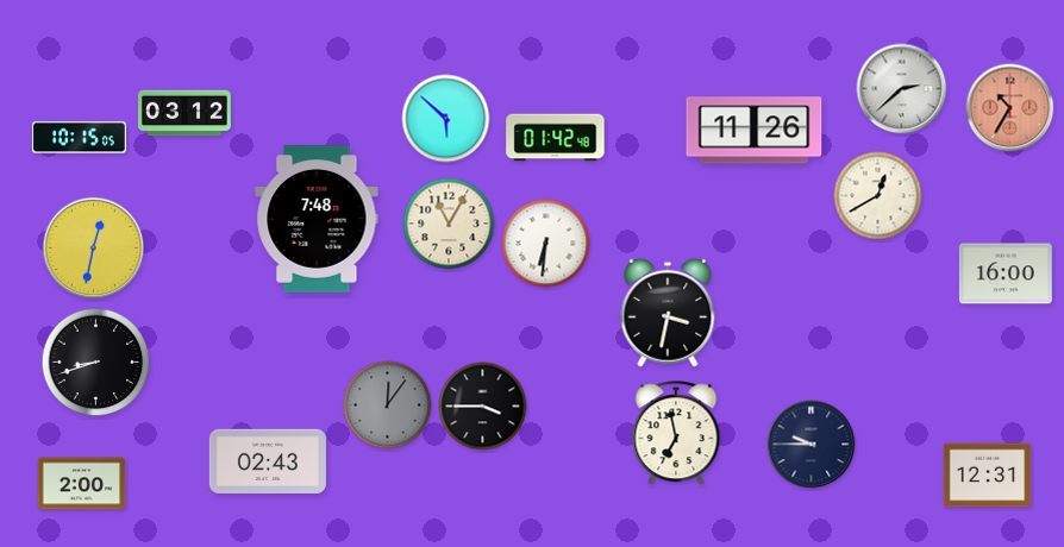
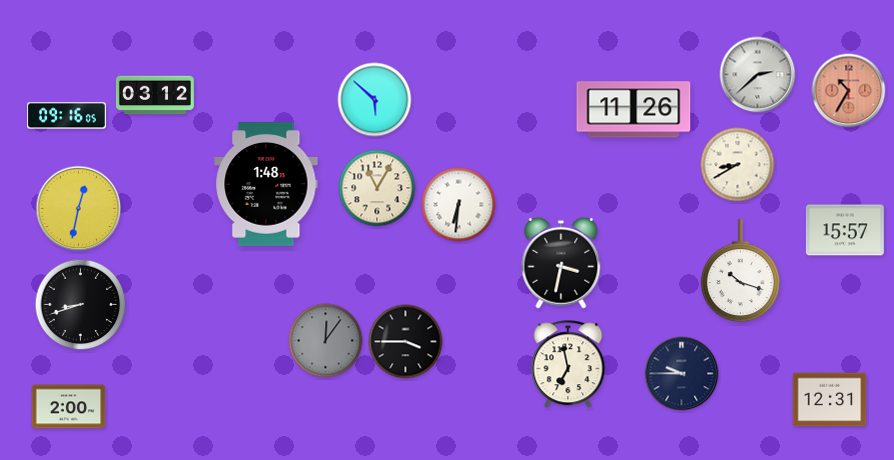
clock at (80, 138): 10:15 -> 09:16
clock at (556, 138): 01:42 -> none
clock at (878, 196): 12:40 -> 8:40
clock at (317, 220): 7:48 -> 1:48
clock at (1006, 273): 16:00 -> 15:57
clock at (740, 271): none -> 10:18
clock at (268, 460): 02:43 -> none
